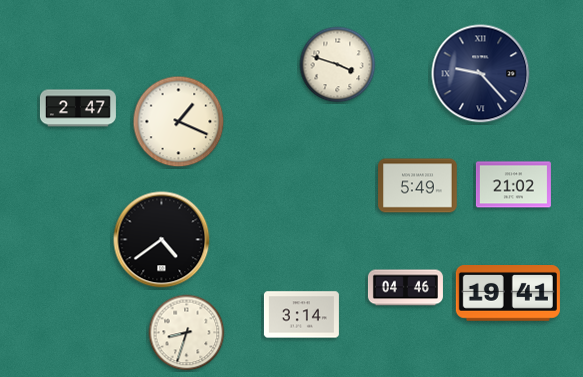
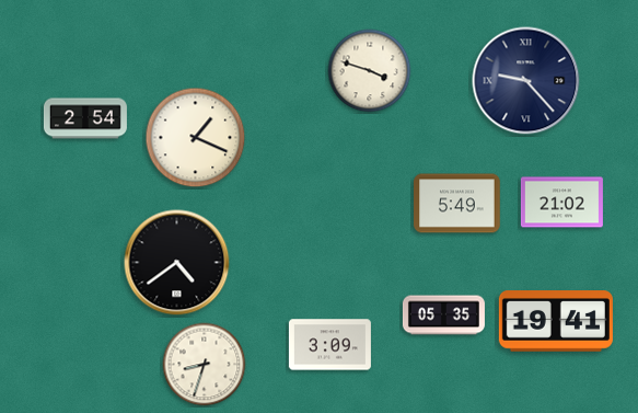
clock at (78, 108): 2:47 -> 2:54
clock at (179, 122) position: (179, 122) -> (196, 138)
clock at (405, 288): 04:46 -> 05:35
clock at (301, 315): 3:14 -> 3:09
